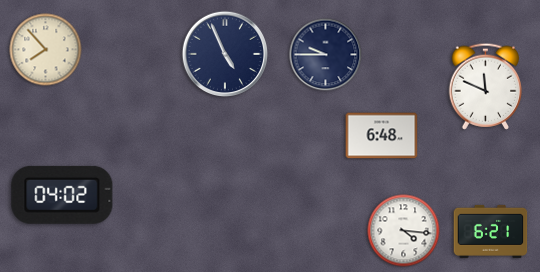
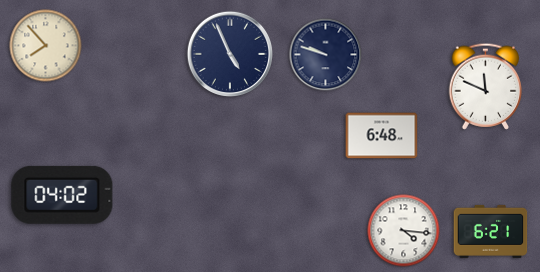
clock at (46, 50) position: (46, 50) -> (46, 46)
clock at (224, 53) position: (224, 53) -> (229, 53)
clock at (326, 55): 9:45 -> 9:48
